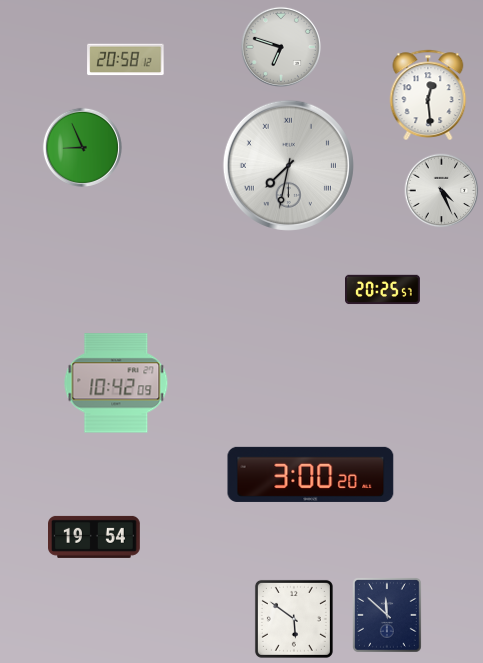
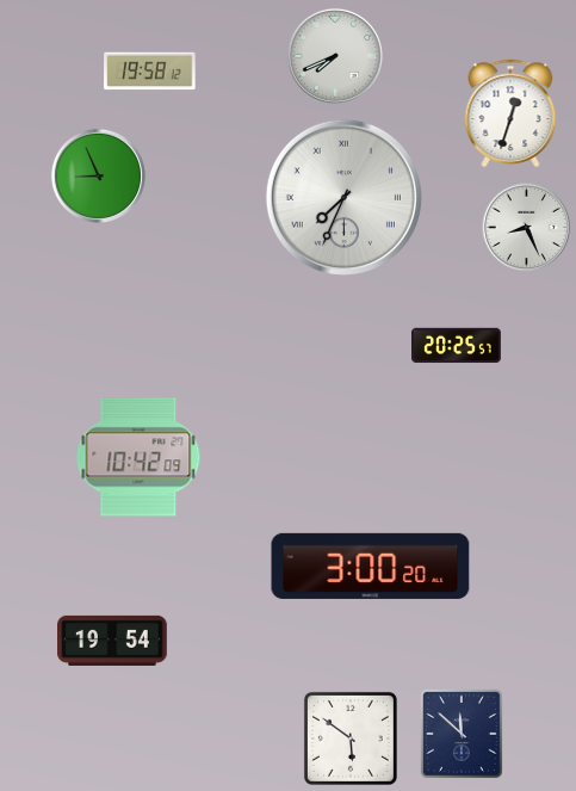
clock at (281, 47): 6:48 -> 7:41
clock at (126, 60): 20:58 -> 19:58
clock at (428, 94): 12:29 -> 12:33
clock at (288, 165): 7:32 -> 7:34
clock at (442, 191): 4:26 -> 8:26
